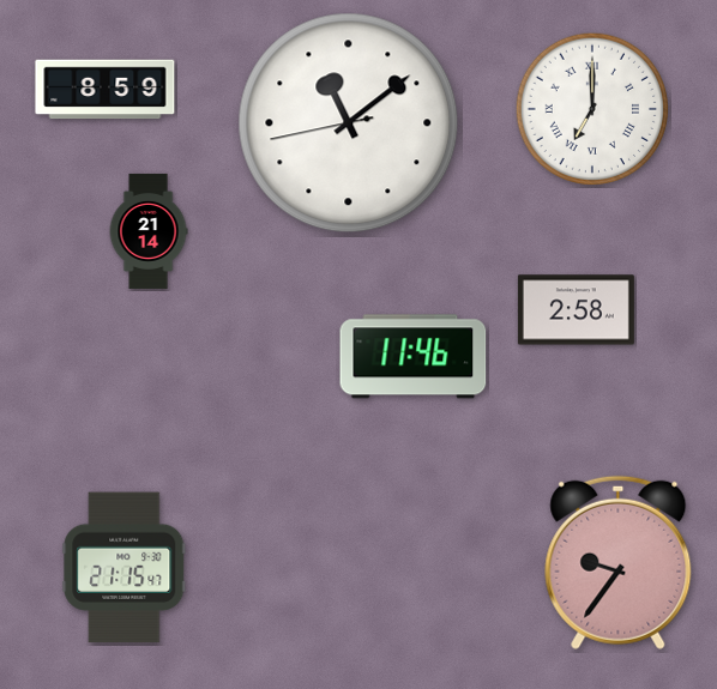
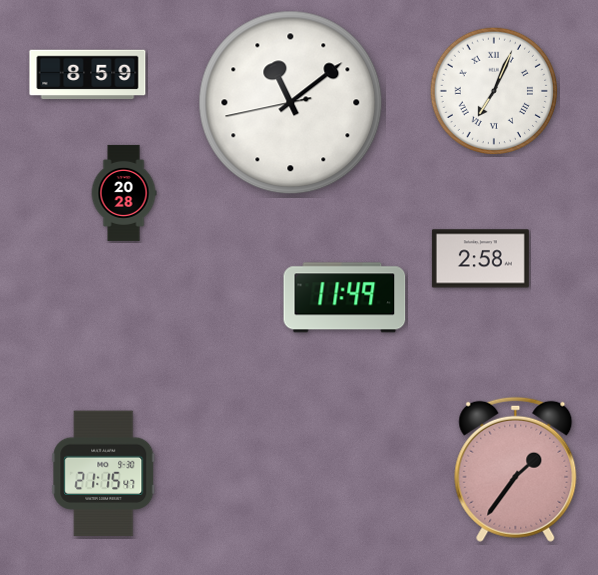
clock at (591, 108): 7:00 -> 7:04
clock at (149, 231): 21:14 -> 20:28
clock at (414, 357): 11:46 -> 11:49
clock at (619, 562): 9:36 -> 1:36
